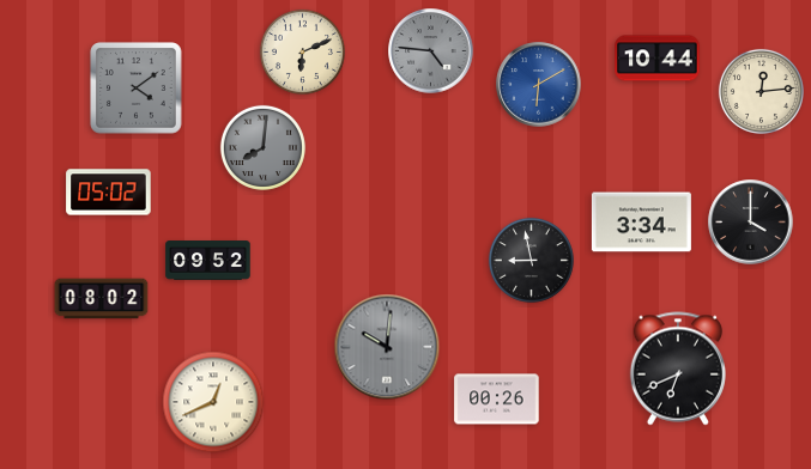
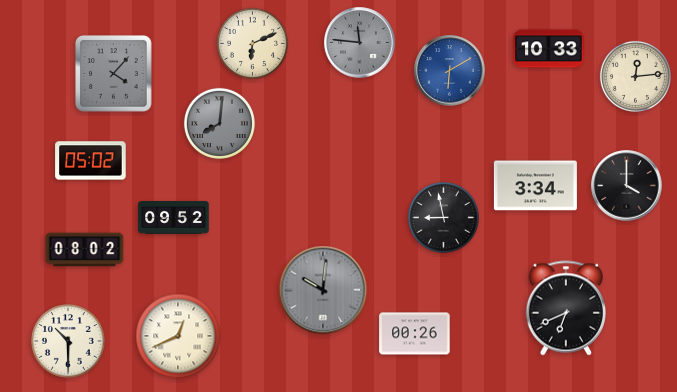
clock at (431, 51): 4:46 -> 11:46
clock at (658, 59): 10:44 -> 10:33
clock at (137, 89): 4:09 -> 4:07
clock at (69, 342): none -> 10:30
